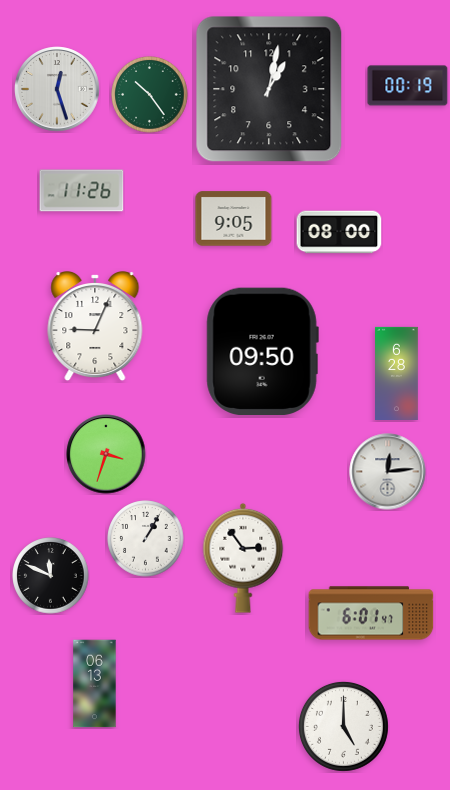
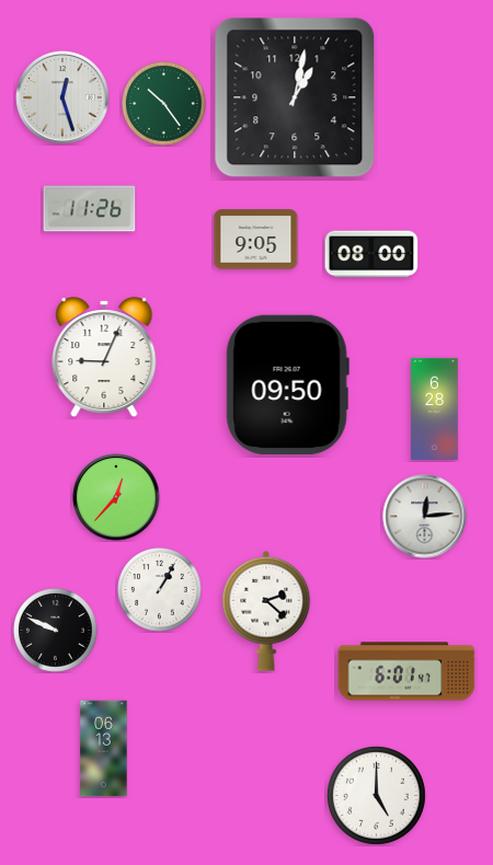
clock at (408, 86): 00:19 -> none
clock at (106, 454): 3:33 -> 12:37
clock at (243, 558): 2:54 -> 2:22
clock at (51, 576): 11:49 -> 9:49
